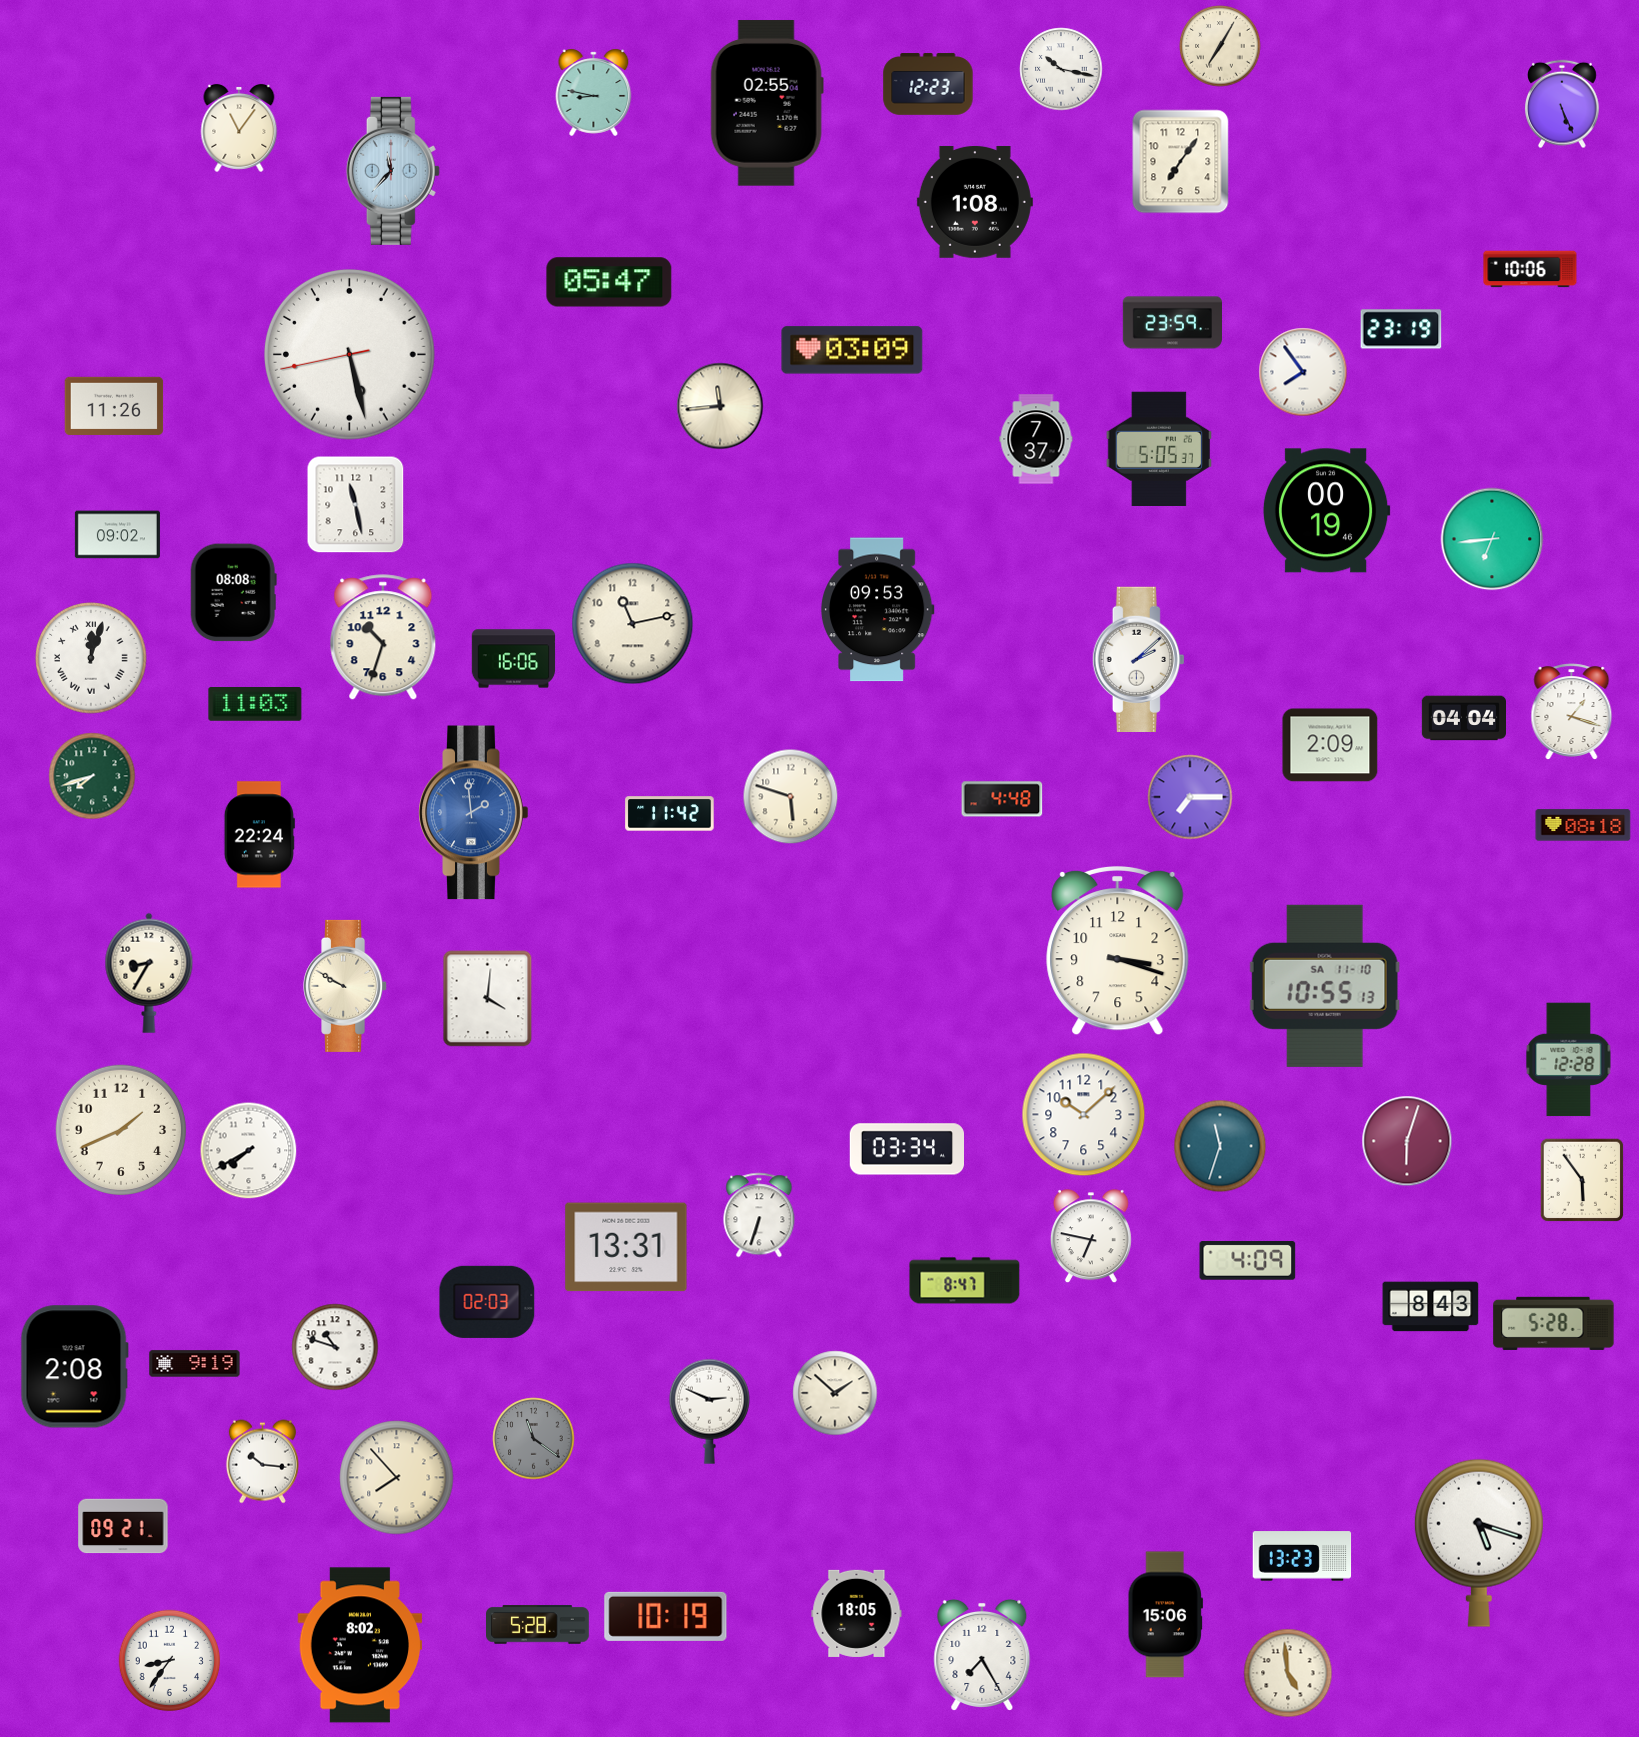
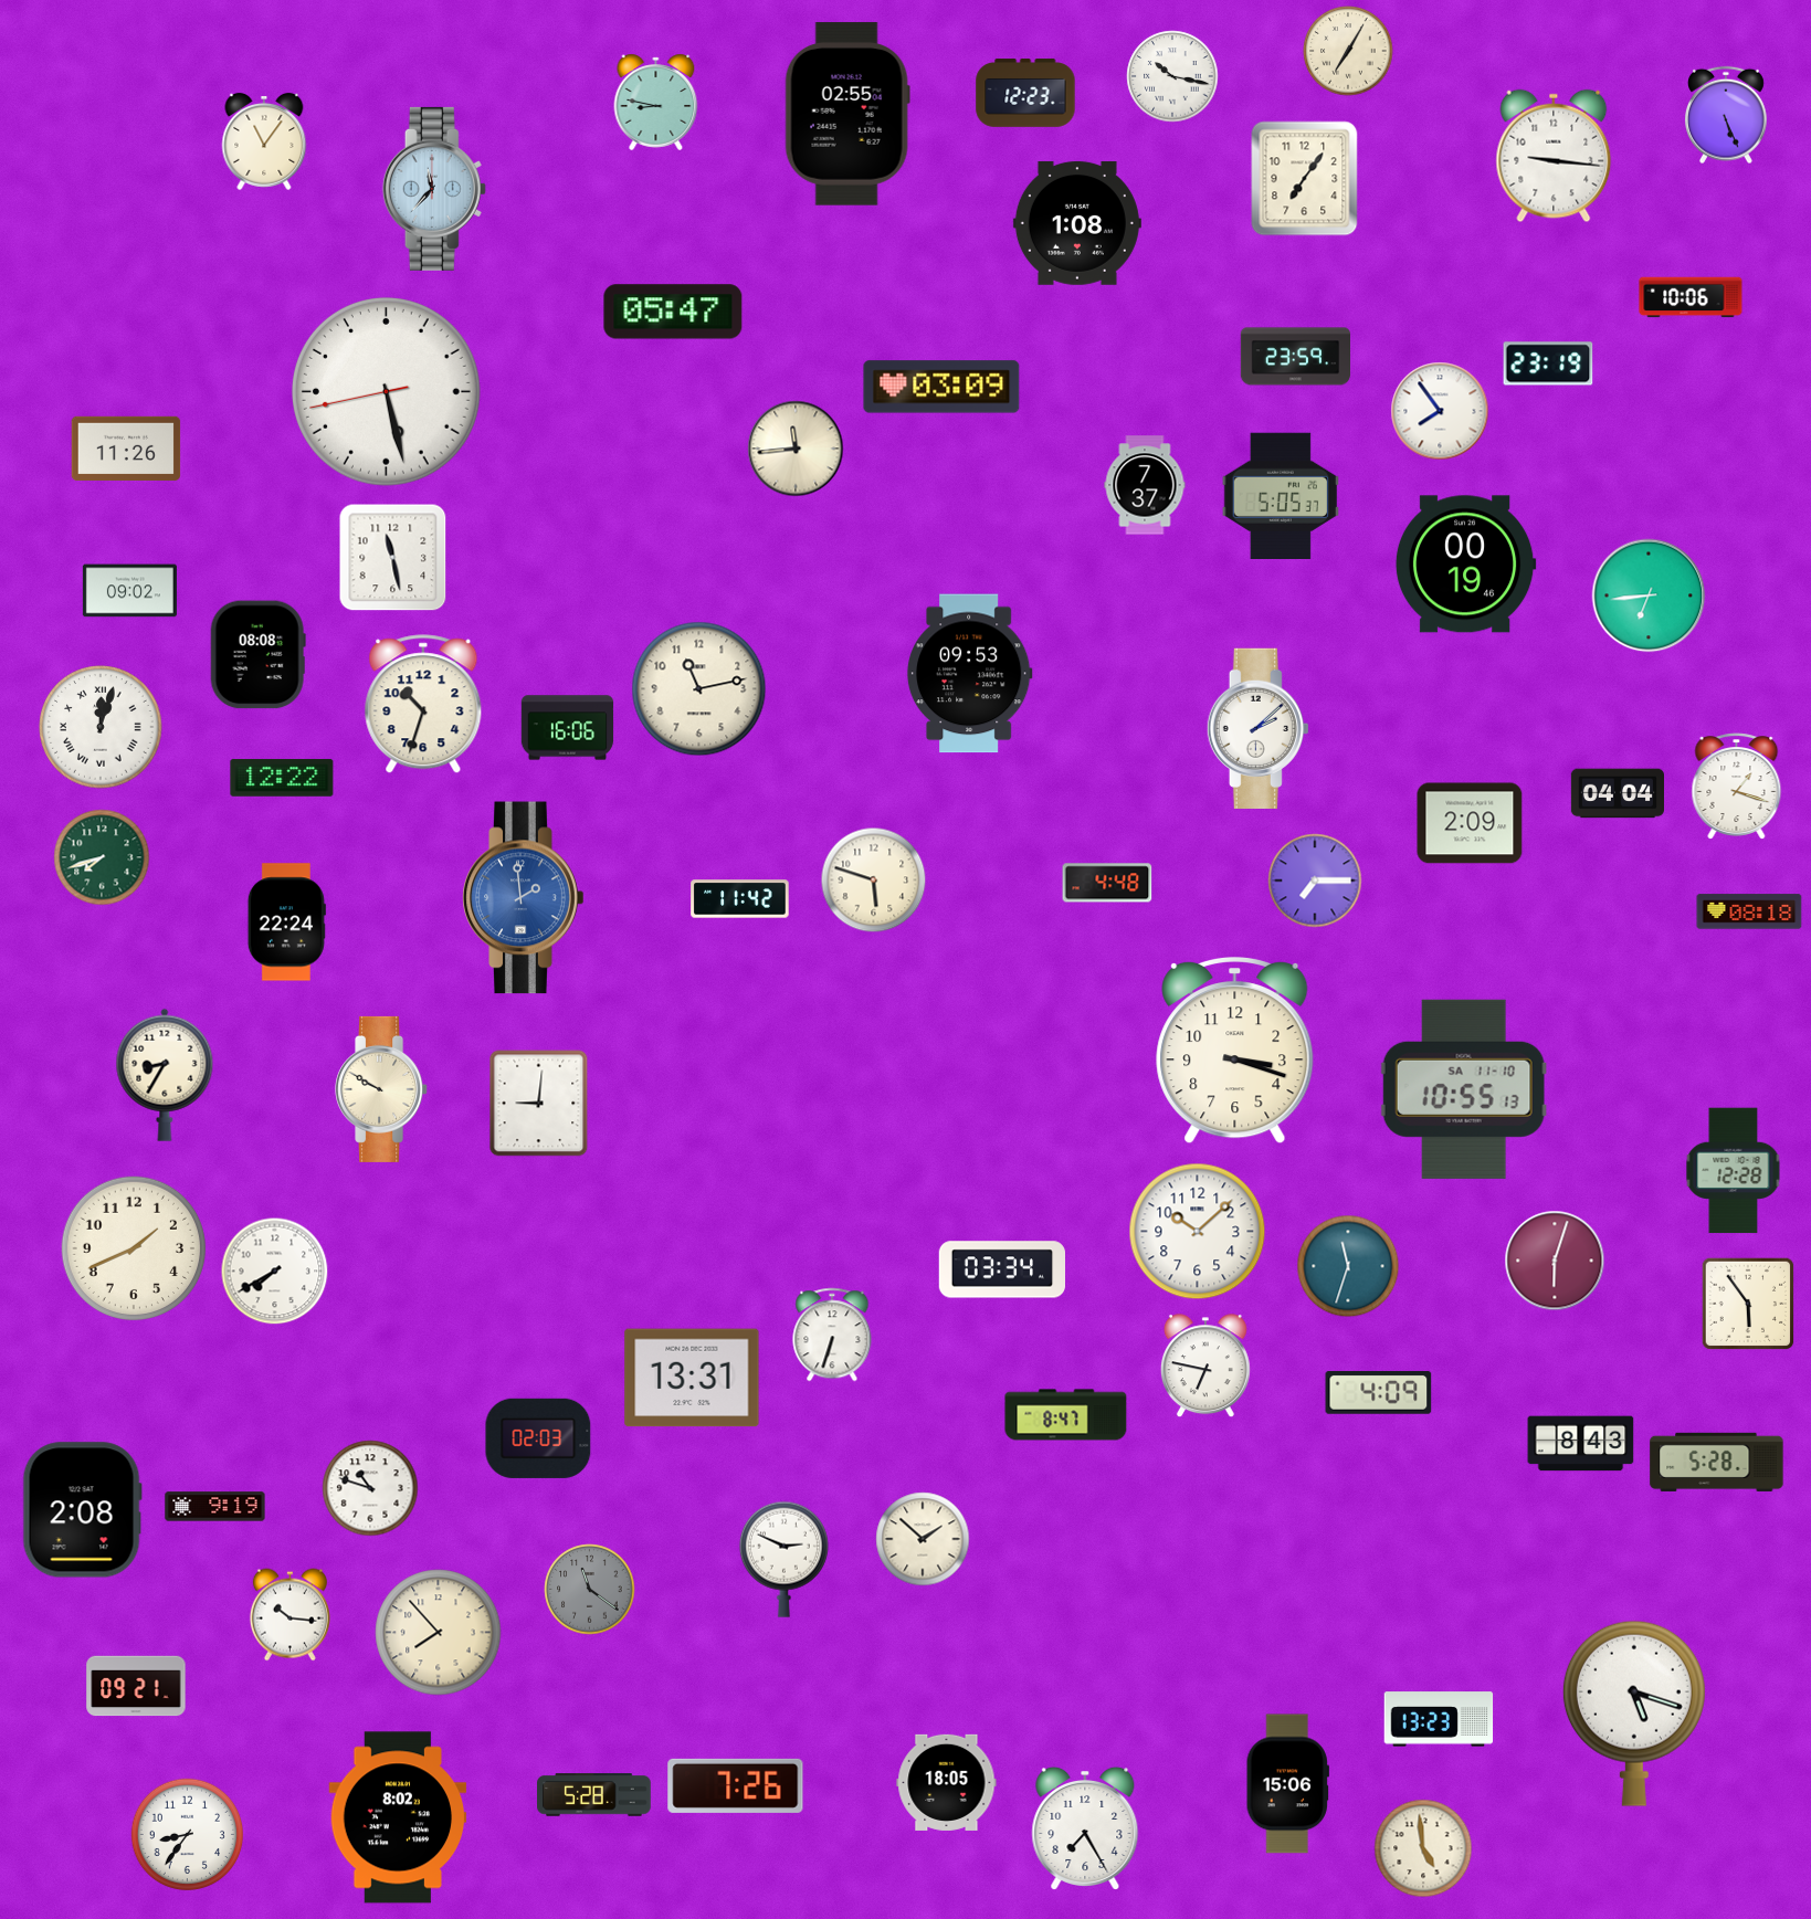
clock at (1554, 156): none -> 9:16
clock at (255, 705): 11:03 -> 12:22
clock at (488, 999): 4:01 -> 9:01
clock at (759, 1215) position: (759, 1215) -> (832, 1335)
clock at (1479, 1543) position: (1479, 1543) -> (1634, 1714)
clock at (666, 1616): 10:19 -> 7:26
